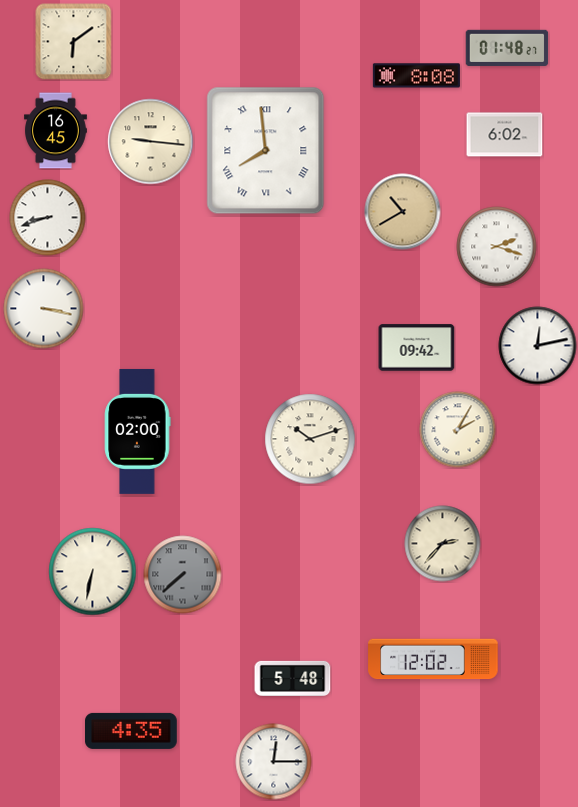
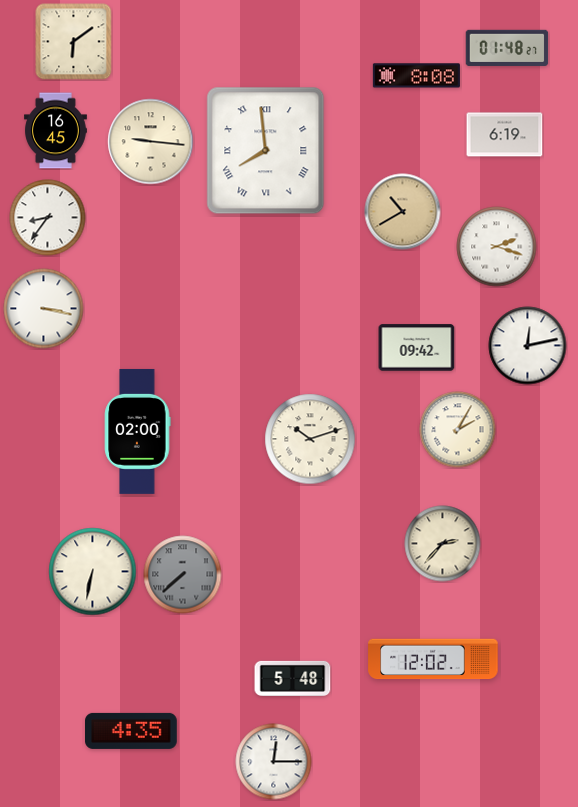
clock at (505, 135): 6:02 -> 6:19
clock at (48, 218): 8:42 -> 8:36
clock at (538, 346) position: (538, 346) -> (528, 346)
